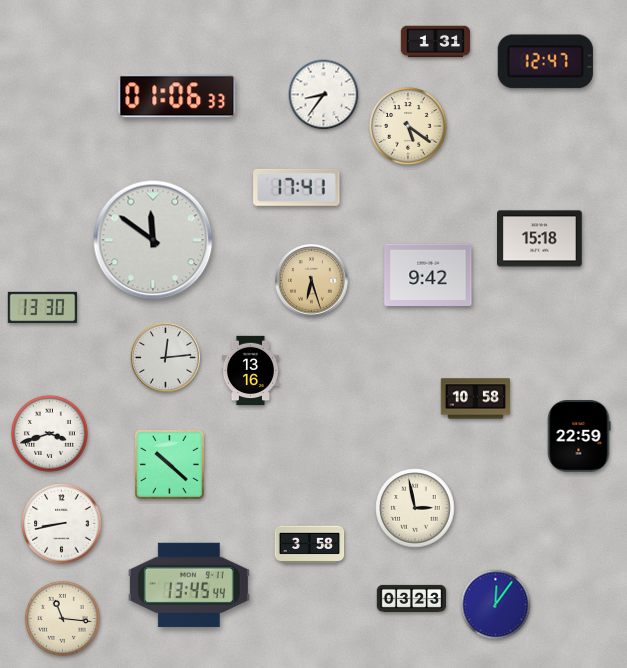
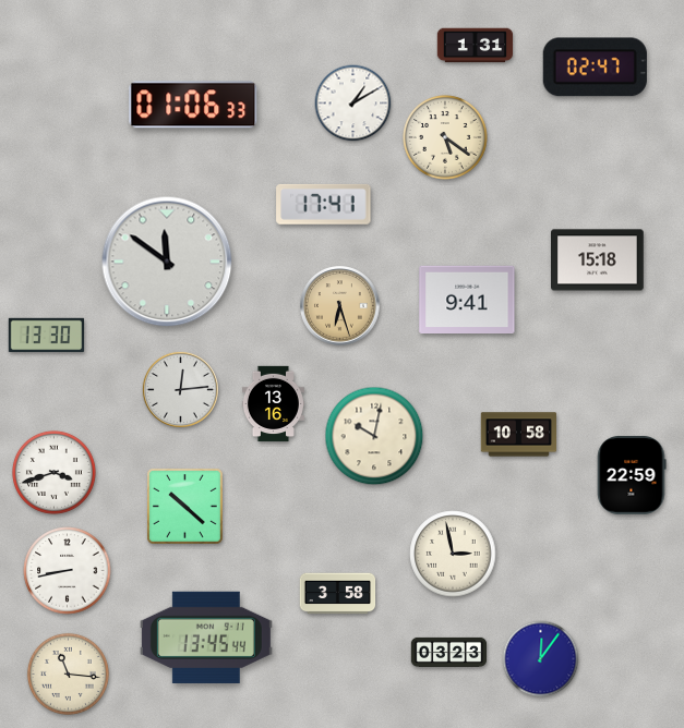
clock at (545, 62): 12:47 -> 02:47
clock at (324, 95): 8:36 -> 1:10
clock at (540, 239) position: (540, 239) -> (598, 260)
clock at (428, 275): 9:42 -> 9:41
clock at (374, 436): none -> 10:02
